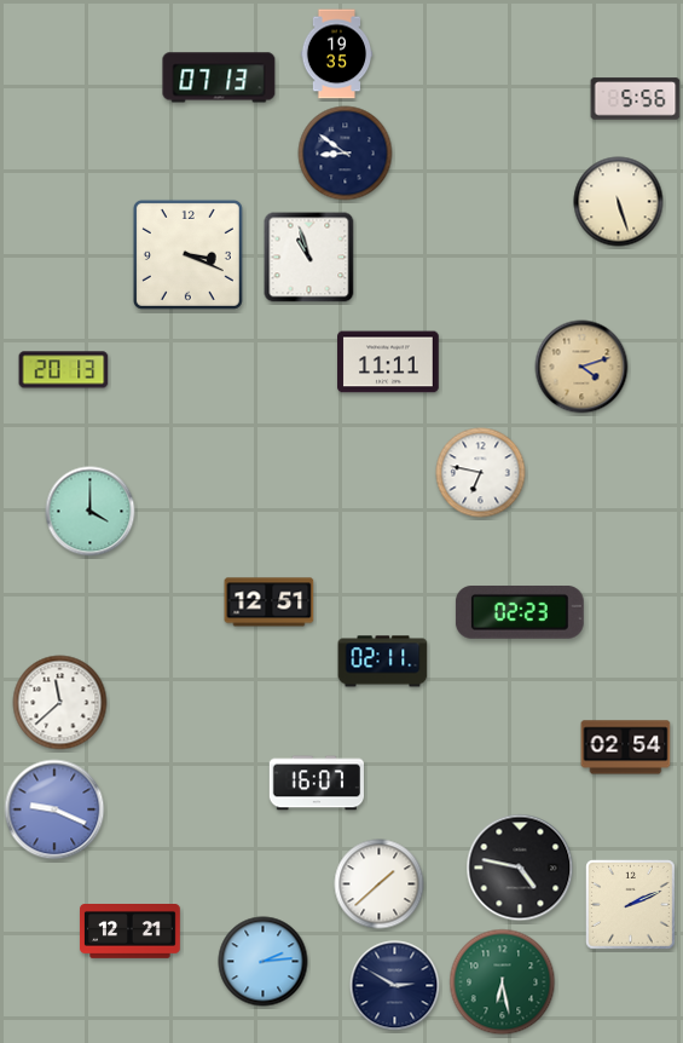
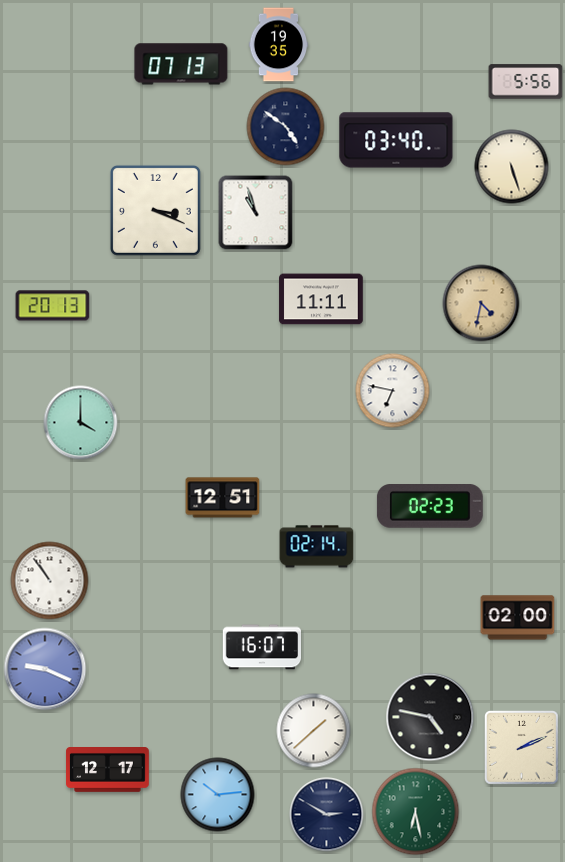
clock at (346, 154): 8:51 -> 4:51
clock at (396, 140): none -> 03:40
clock at (581, 367): 4:12 -> 4:32
clock at (481, 473) position: (481, 473) -> (393, 391)
clock at (91, 512) position: (91, 512) -> (81, 423)
clock at (383, 662): 02:11 -> 02:14
clock at (60, 703): 11:38 -> 10:54
clock at (626, 748): 02:54 -> 02:00
clock at (131, 932): 12:21 -> 12:17
clock at (264, 962): 2:14 -> 10:14
